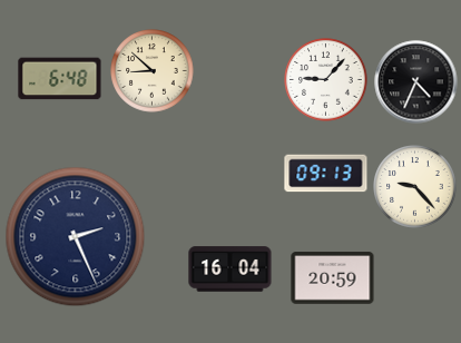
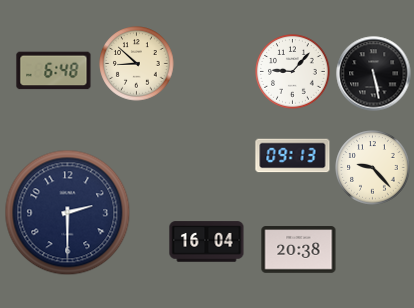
clock at (416, 82): 4:34 -> 5:28
clock at (76, 237): 2:26 -> 2:30
clock at (333, 278): 20:59 -> 20:38
